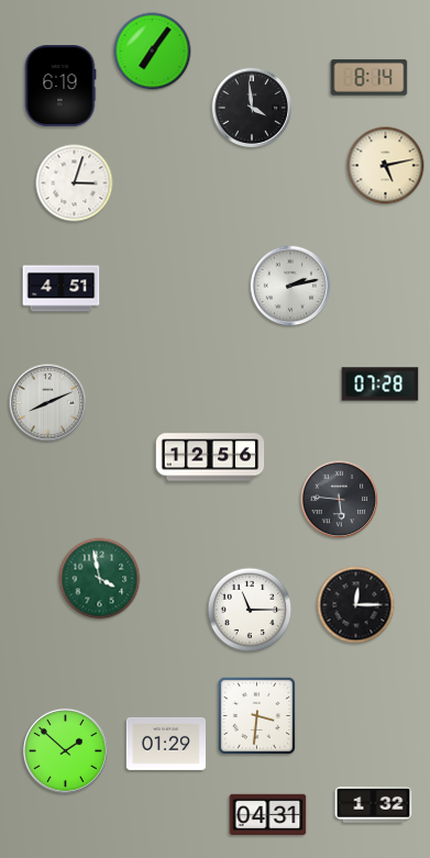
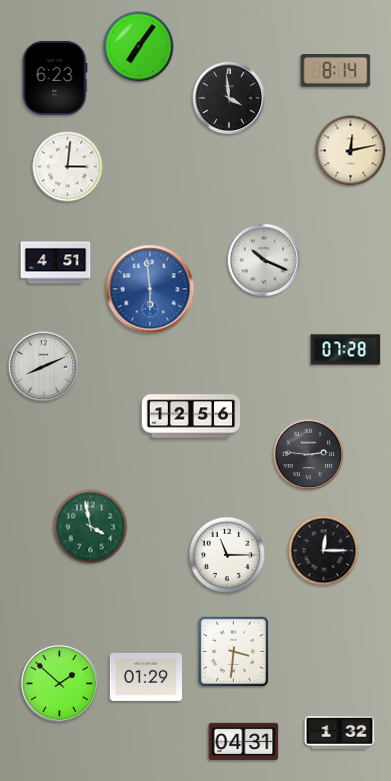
clock at (60, 86): 6:19 -> 6:23
clock at (386, 166): 5:13 -> 12:13
clock at (75, 183): 3:03 -> 3:01
clock at (290, 286): 2:13 -> 10:19
clock at (150, 289): none -> 5:59
clock at (340, 500): 5:46 -> 2:46
clock at (165, 744) position: (165, 744) -> (145, 677)
